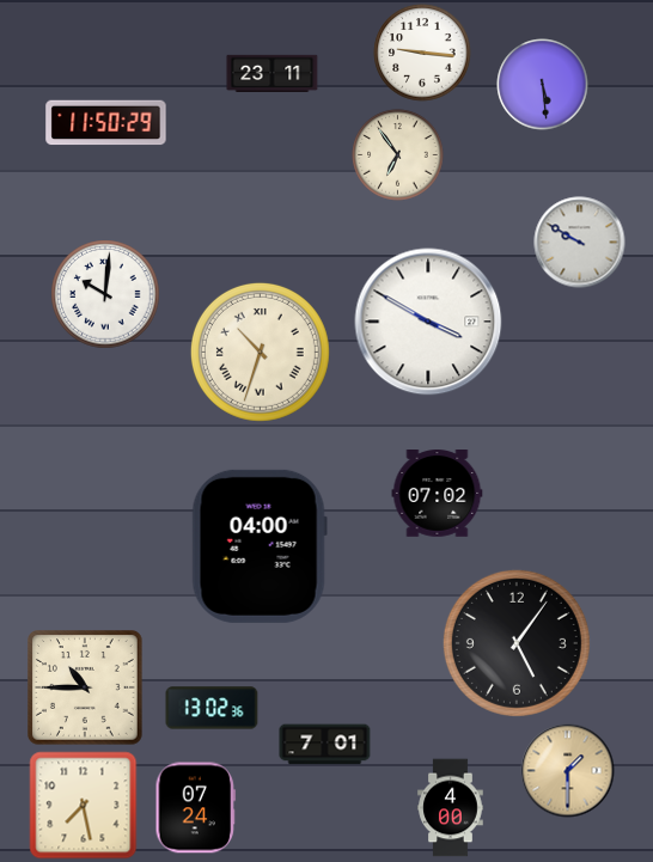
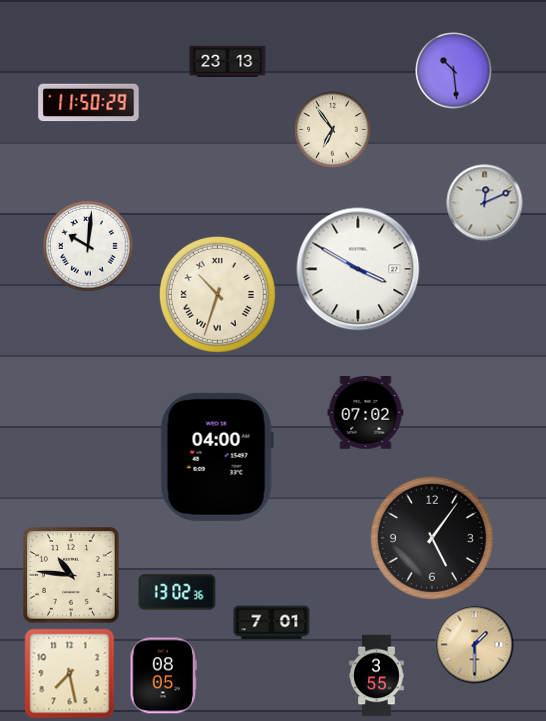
clock at (422, 53): 9:16 -> none
clock at (273, 73): 23:11 -> 23:13
clock at (543, 85): 5:29 -> 10:29
clock at (580, 243): 9:50 -> 12:11
clock at (86, 689): 10:45 -> 10:46
clock at (196, 808): 07:24 -> 08:05
clock at (451, 808): 4:00 -> 3:55
